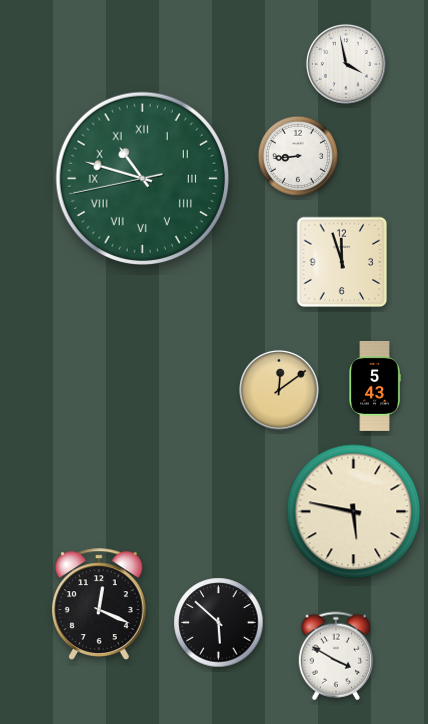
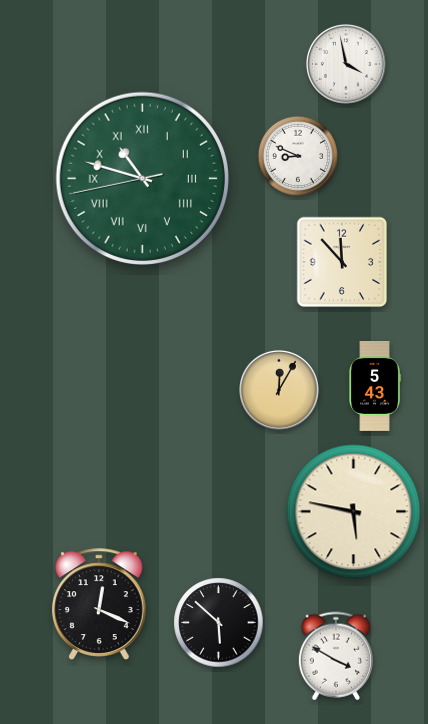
clock at (298, 156): 8:44 -> 8:49
clock at (342, 262): 11:57 -> 11:53
clock at (279, 390): 12:09 -> 12:05
